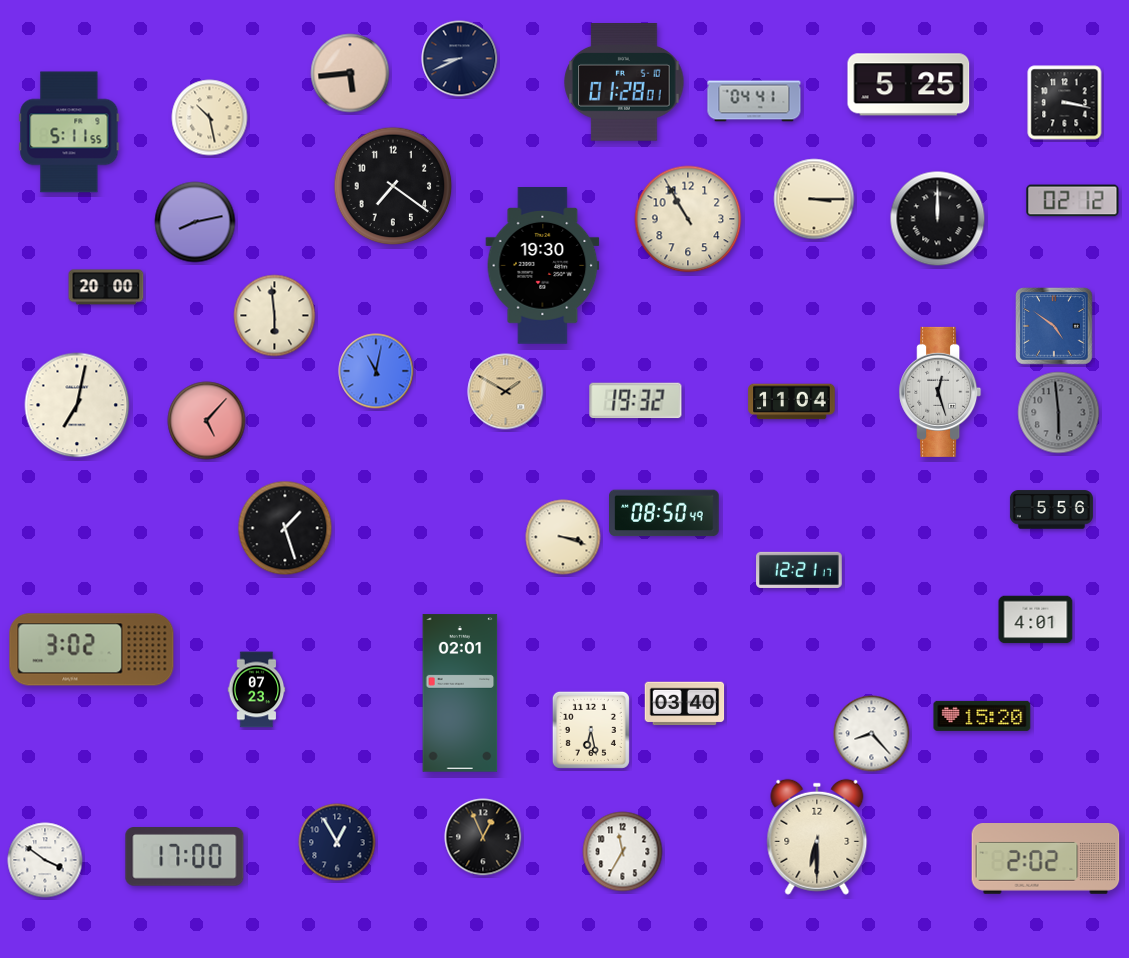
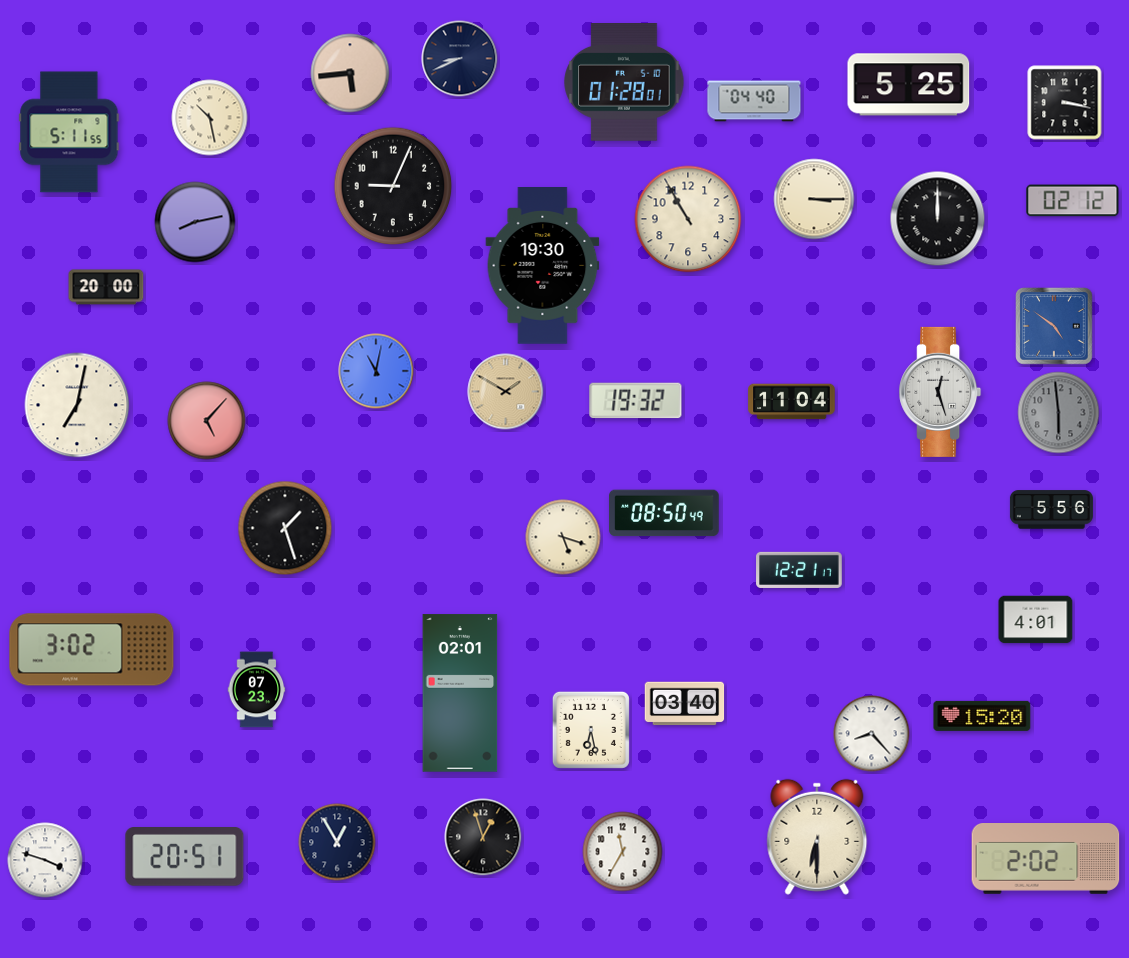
clock at (754, 101): 04:41 -> 04:40
clock at (393, 186): 7:21 -> 9:04
clock at (275, 316): 5:59 -> none
clock at (563, 537): 3:18 -> 5:18
clock at (483, 837): 12:56 -> 12:57
clock at (185, 857): 17:00 -> 20:51
clock at (45, 860): 3:51 -> 3:48
